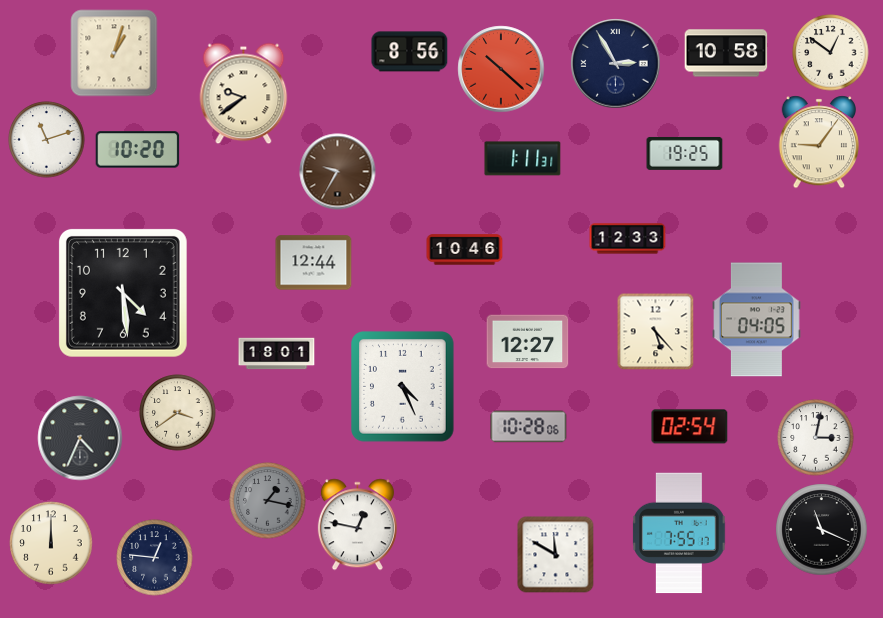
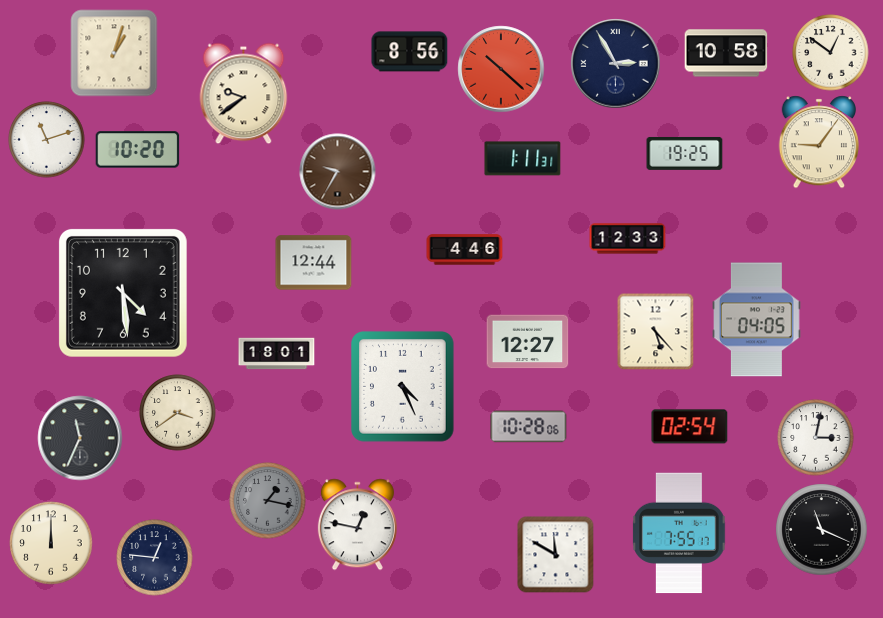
clock at (465, 250): 10:46 -> 4:46
clock at (80, 438): 4:34 -> 11:34
